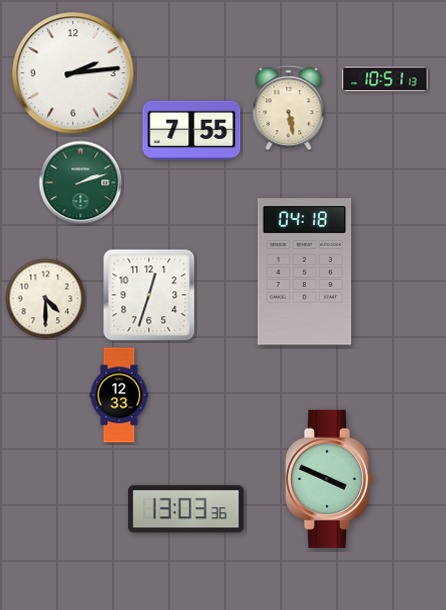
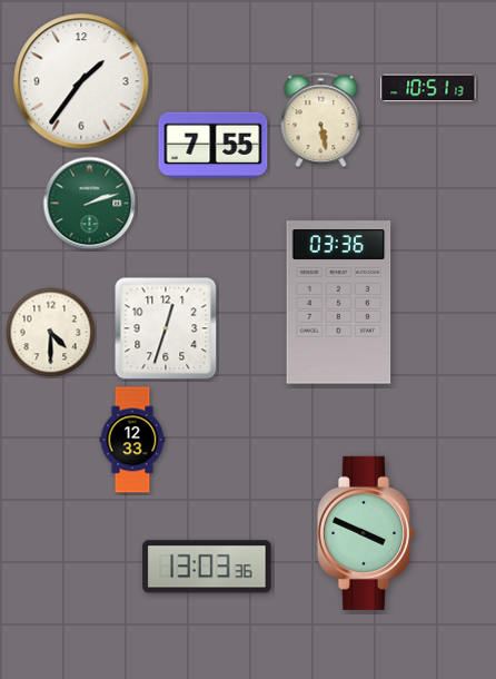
clock at (73, 73): 2:14 -> 1:36
clock at (305, 272): 04:18 -> 03:36
